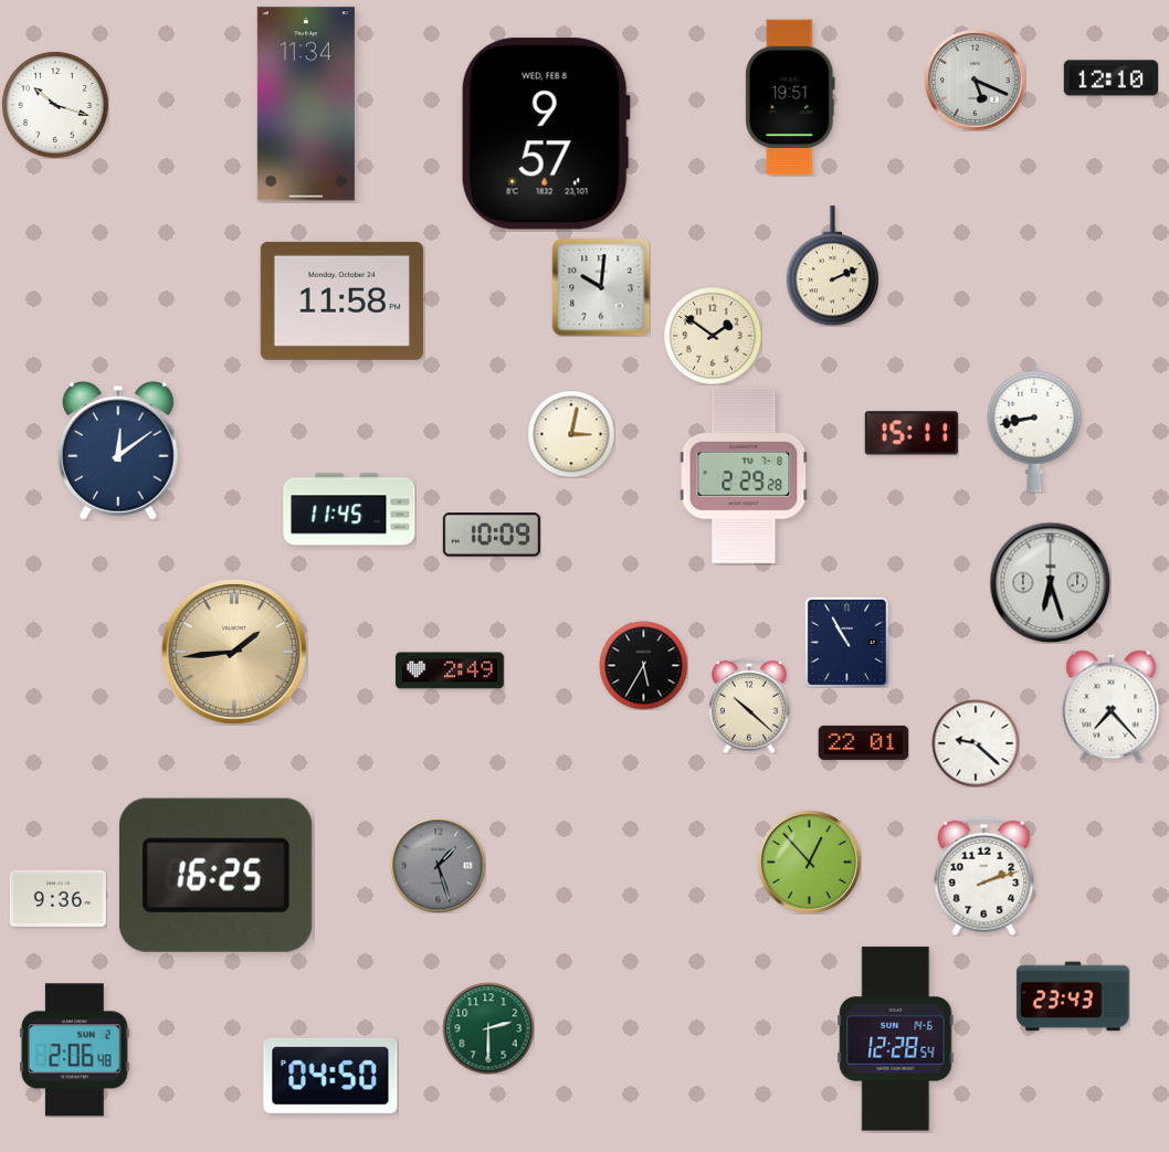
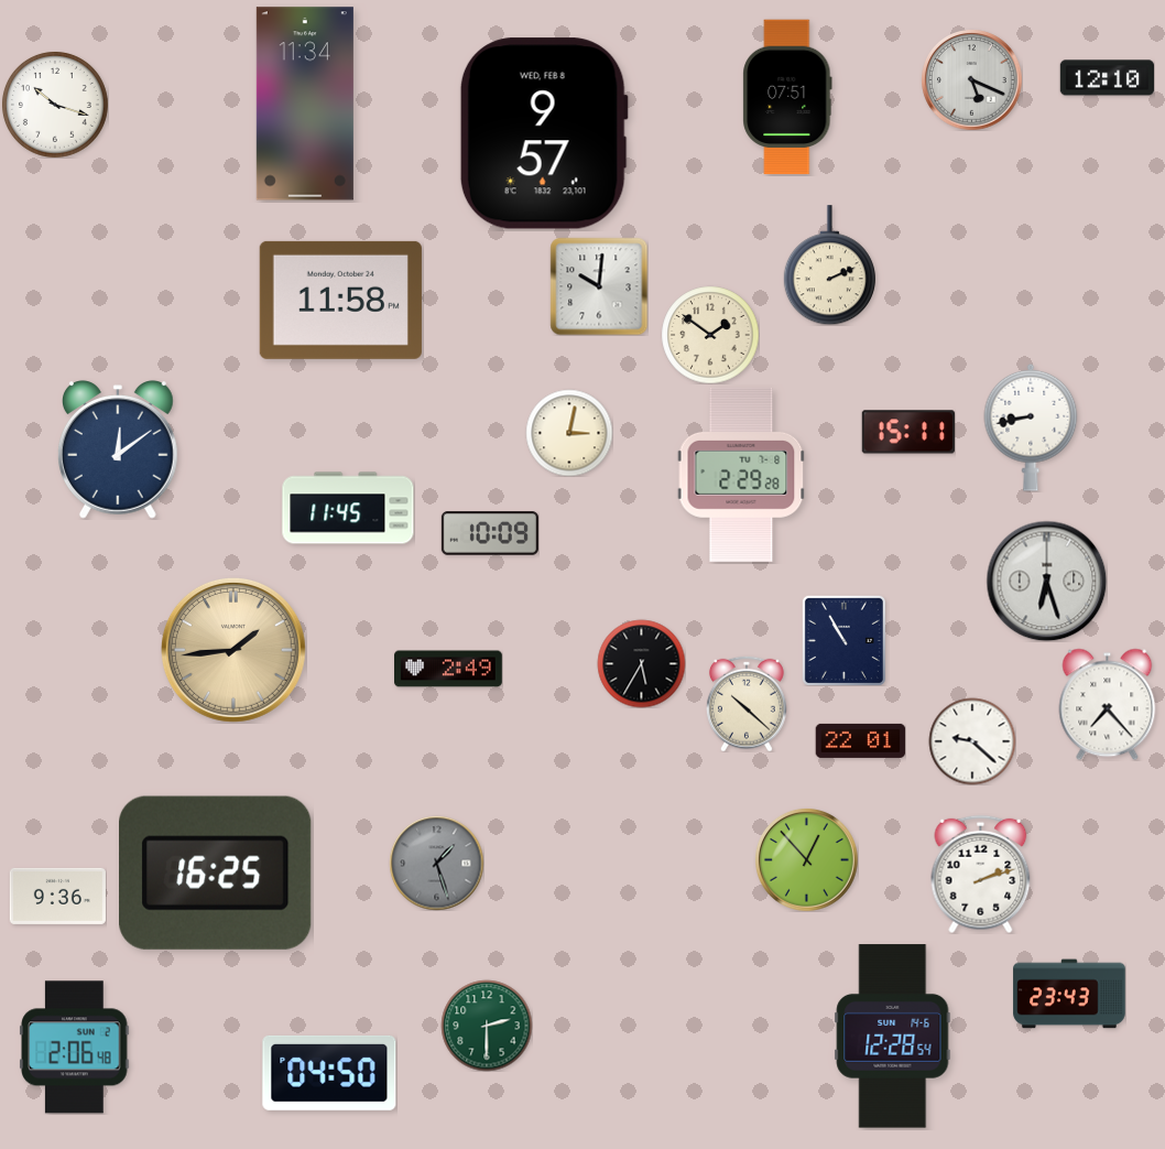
clock at (790, 97): 19:51 -> 07:51
